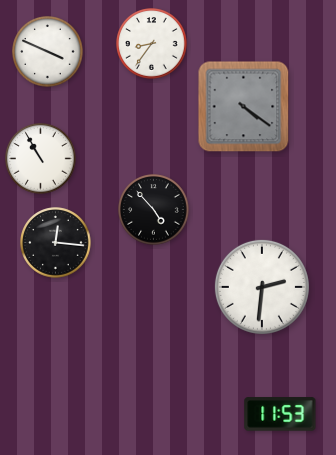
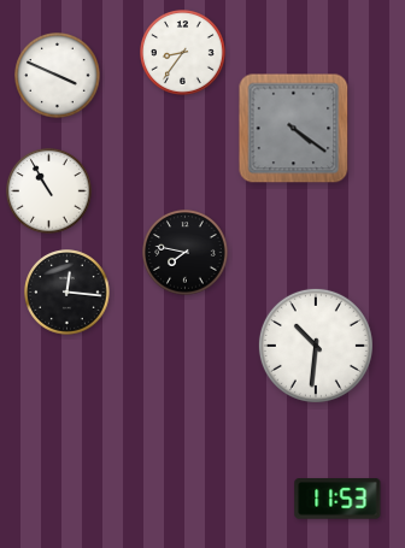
clock at (48, 52) position: (48, 52) -> (58, 76)
clock at (154, 210): 4:53 -> 7:47
clock at (262, 287): 2:31 -> 10:31
